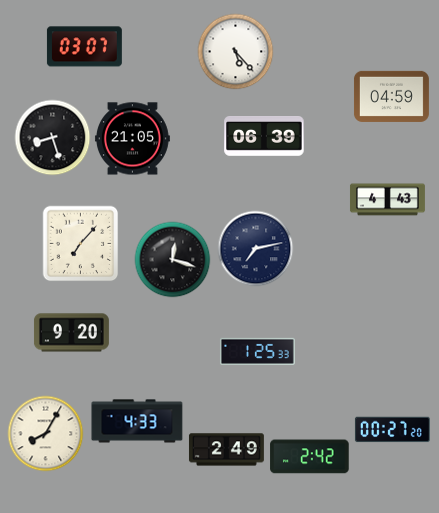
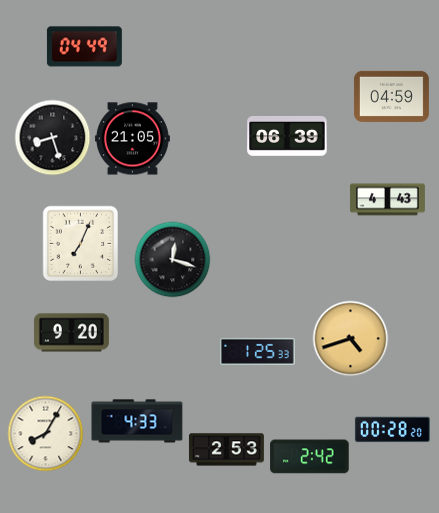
clock at (84, 47): 03:07 -> 04:49
clock at (236, 52): 5:23 -> none
clock at (264, 137) position: (264, 137) -> (287, 137)
clock at (81, 244): 7:07 -> 7:04
clock at (256, 249): 7:13 -> none
clock at (351, 339): none -> 4:42
clock at (392, 430): 00:27 -> 00:28
clock at (226, 450): 2:49 -> 2:53
